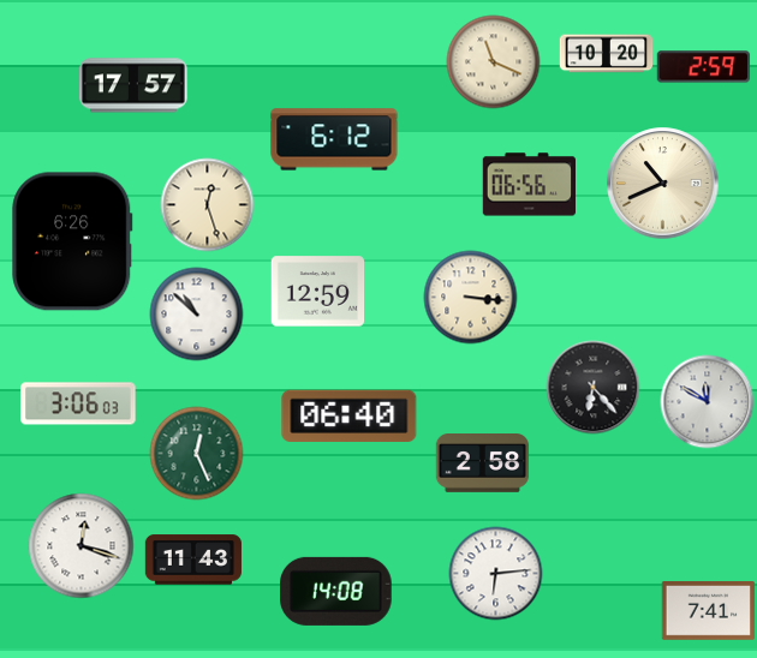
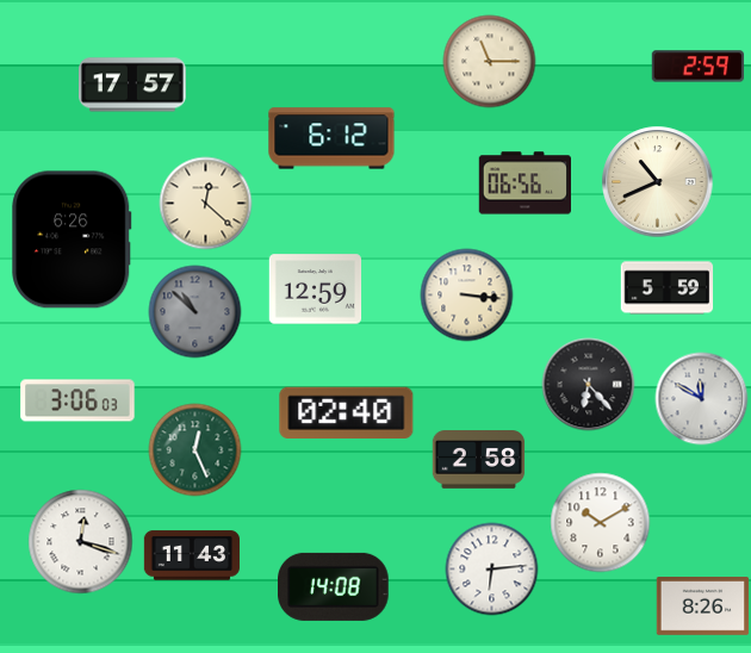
clock at (606, 54): 10:20 -> none
clock at (493, 61): 11:19 -> 11:15
clock at (207, 204): 12:27 -> 12:22
clock at (666, 288): none -> 5:59
clock at (196, 313) dial: white -> grey
clock at (350, 415): 06:40 -> 02:40
clock at (600, 522): none -> 10:10
clock at (708, 611): 7:41 -> 8:26
